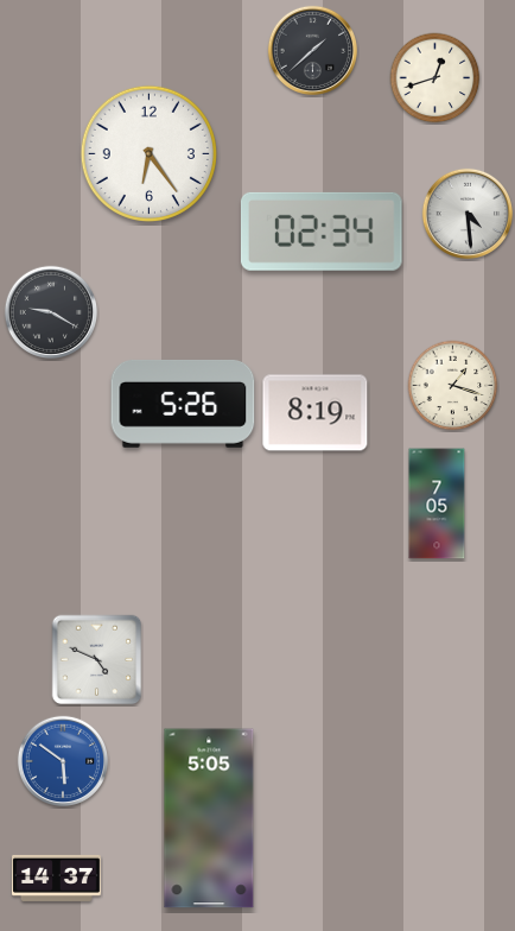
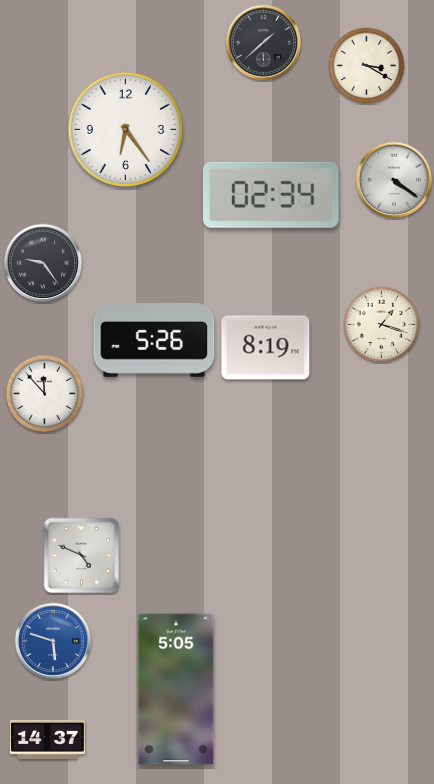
clock at (435, 78): 12:42 -> 3:20
clock at (466, 213): 4:29 -> 4:21
clock at (51, 312): 9:20 -> 9:24
clock at (45, 394): none -> 11:53
clock at (437, 503): 7:05 -> none
clock at (62, 760): 5:51 -> 5:48
